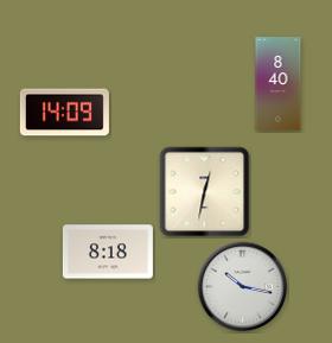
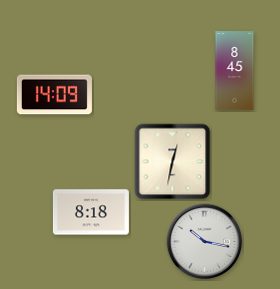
clock at (279, 84): 8:40 -> 8:45
